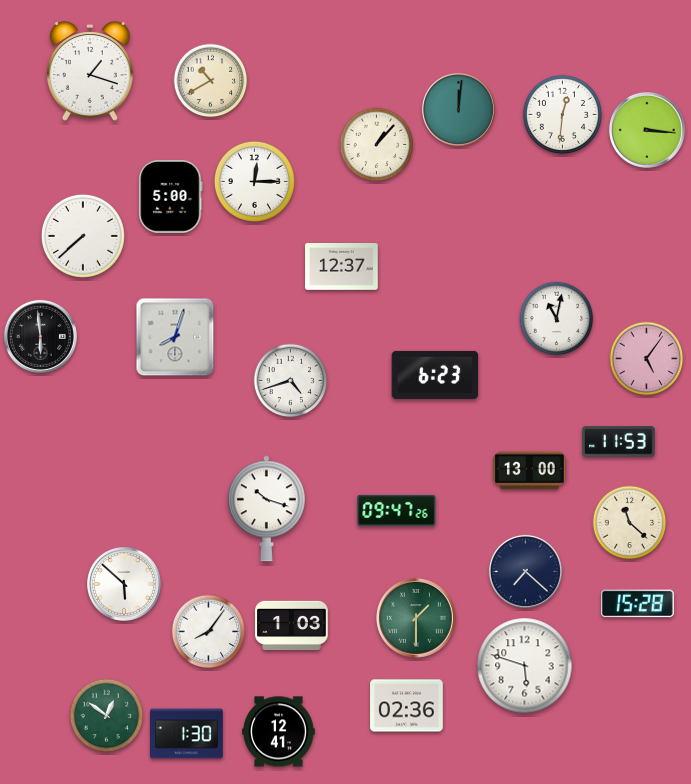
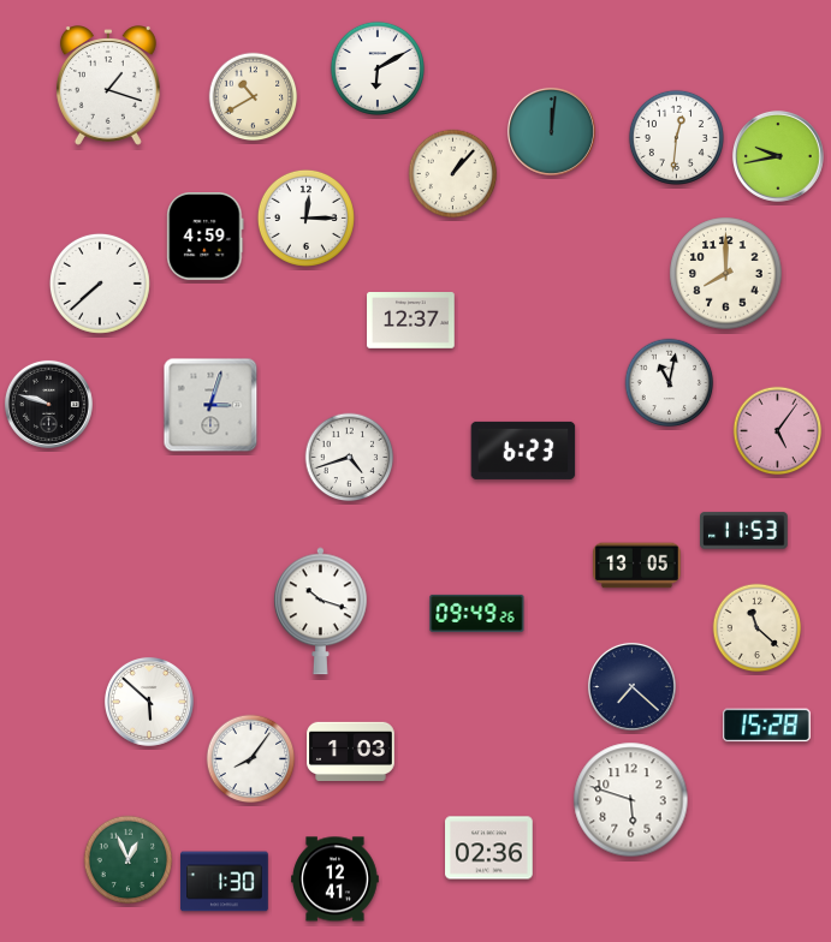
clock at (378, 68): none -> 6:10
clock at (647, 130): 3:16 -> 9:43
clock at (171, 197): 5:00 -> 4:59
clock at (726, 274): none -> 8:00
clock at (40, 336): 5:59 -> 9:48
clock at (175, 337): 8:03 -> 3:03
clock at (530, 471): 13:00 -> 13:05
clock at (397, 510): 09:47 -> 09:49
clock at (417, 619): 1:30 -> none
clock at (107, 716): 12:51 -> 12:56
